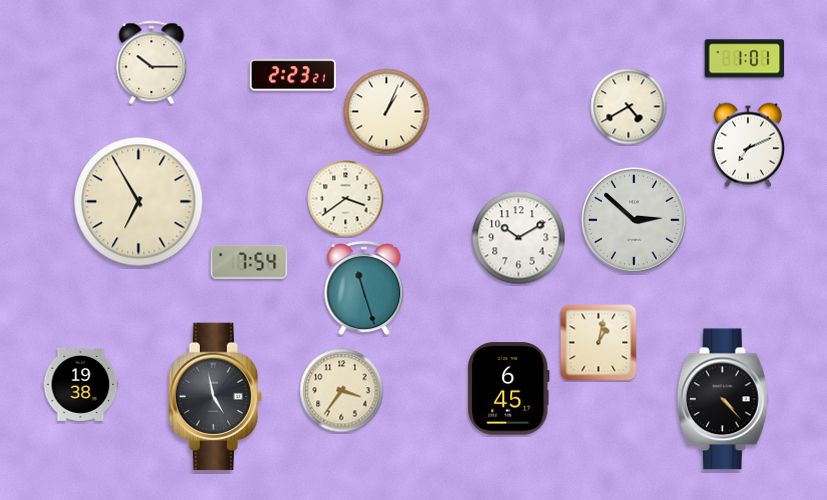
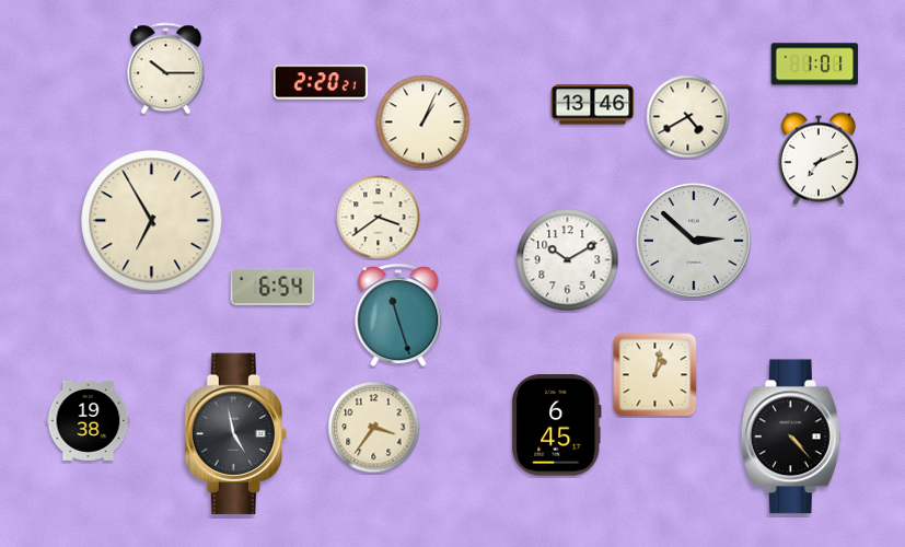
clock at (293, 75): 2:23 -> 2:20
clock at (593, 105): none -> 13:46
clock at (249, 262): 7:54 -> 6:54
